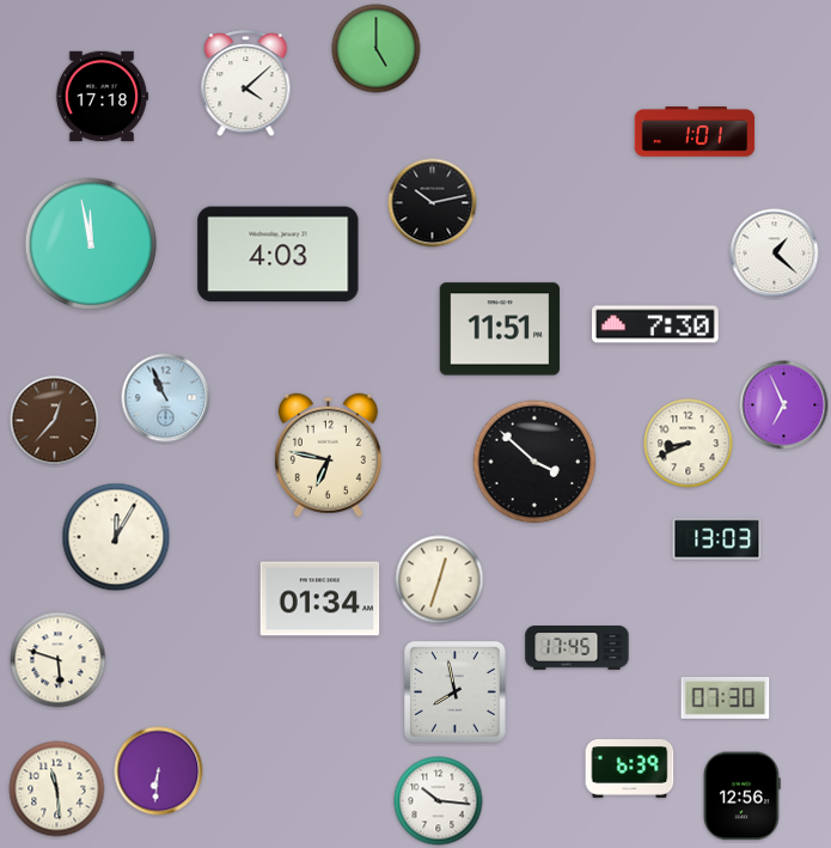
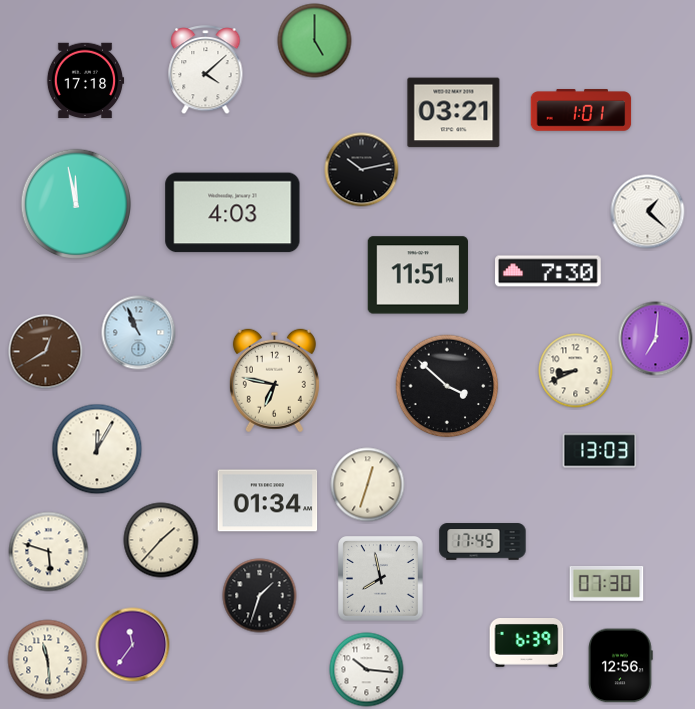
clock at (454, 113): none -> 03:21
clock at (784, 405): 6:56 -> 7:01
clock at (55, 421): 12:37 -> 12:40
clock at (161, 540): none -> 1:37
clock at (260, 596): none -> 1:33
clock at (159, 771): 6:31 -> 11:36
